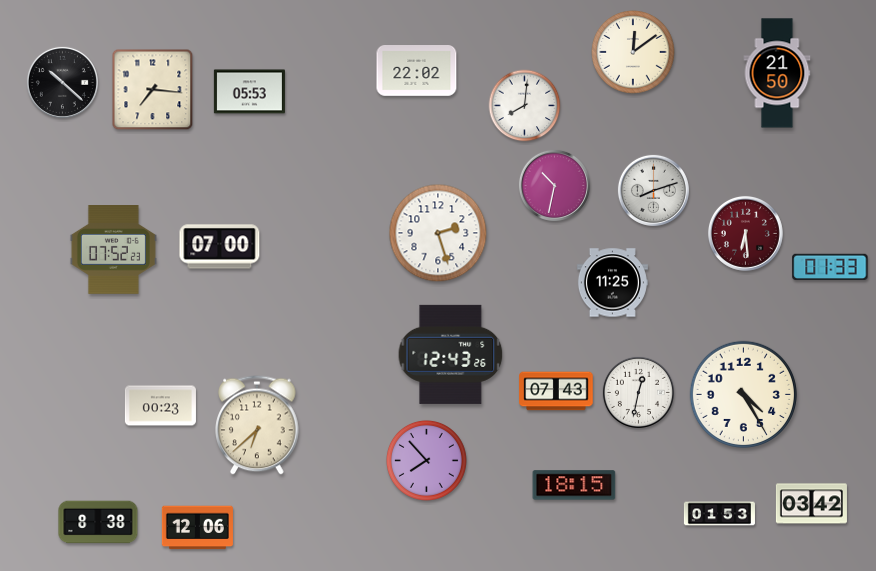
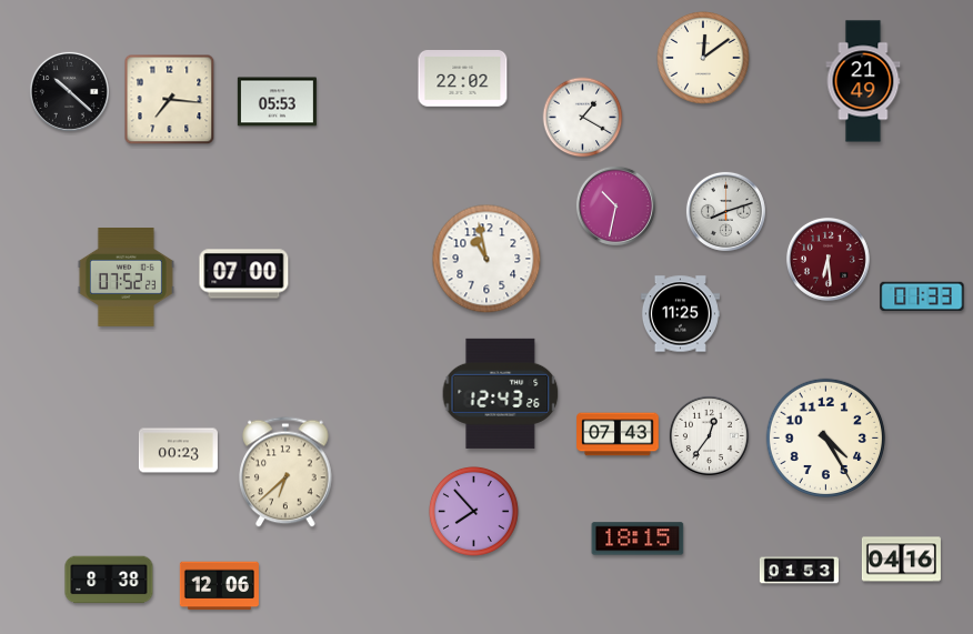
clock at (777, 73): 21:50 -> 21:49
clock at (525, 106): 8:01 -> 1:20
clock at (438, 233): 2:27 -> 10:58
clock at (638, 392): 12:32 -> 12:36
clock at (811, 504): 03:42 -> 04:16
